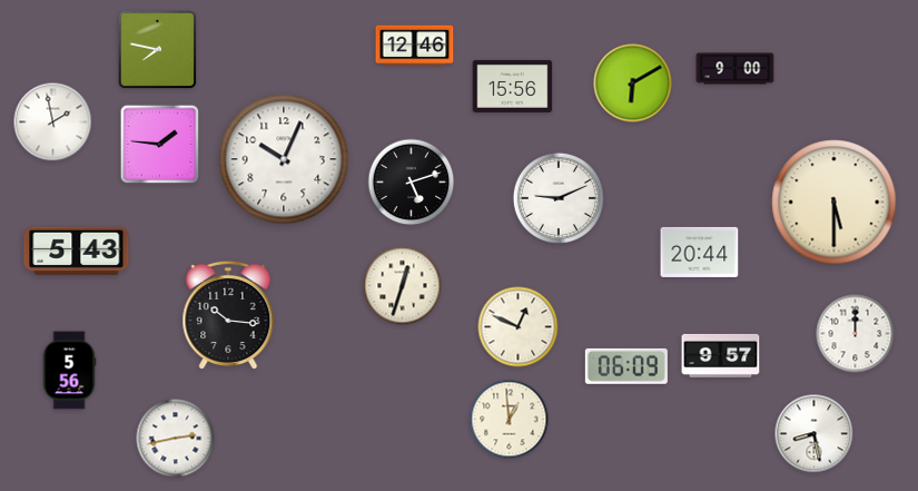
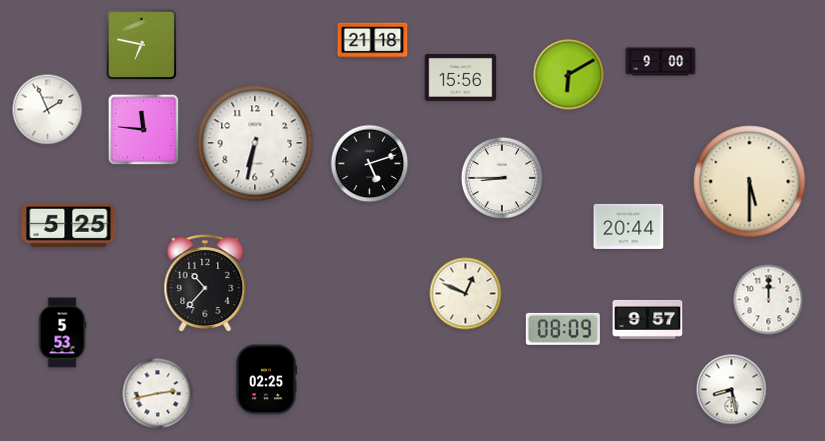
clock at (415, 46): 12:46 -> 21:18
clock at (158, 50): 7:47 -> 6:47
clock at (53, 122): 1:58 -> 1:56
clock at (160, 145): 1:46 -> 11:46
clock at (284, 159): 10:04 -> 6:32
clock at (559, 198): 9:11 -> 8:45
clock at (77, 251): 5:43 -> 5:25
clock at (403, 286): 12:33 -> none
clock at (228, 315): 10:16 -> 10:37
clock at (626, 366): 06:09 -> 08:09
clock at (69, 371): 5:56 -> 5:53
clock at (510, 420): 12:59 -> none
clock at (266, 380): none -> 02:25
